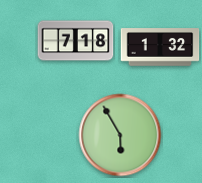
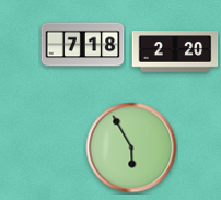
clock at (160, 47): 1:32 -> 2:20
